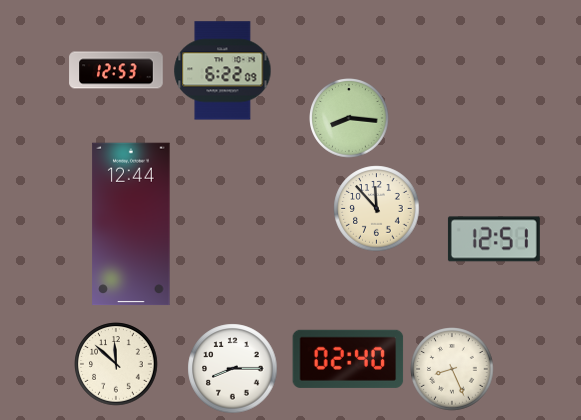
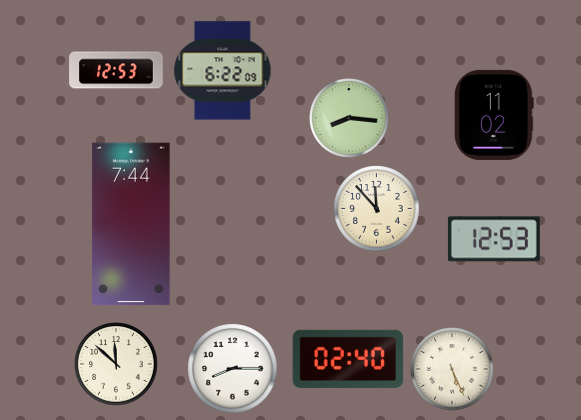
clock at (495, 115): none -> 11:02
clock at (131, 224): 12:44 -> 7:44
clock at (494, 239): 12:51 -> 12:53
clock at (452, 369): 8:26 -> 5:26
